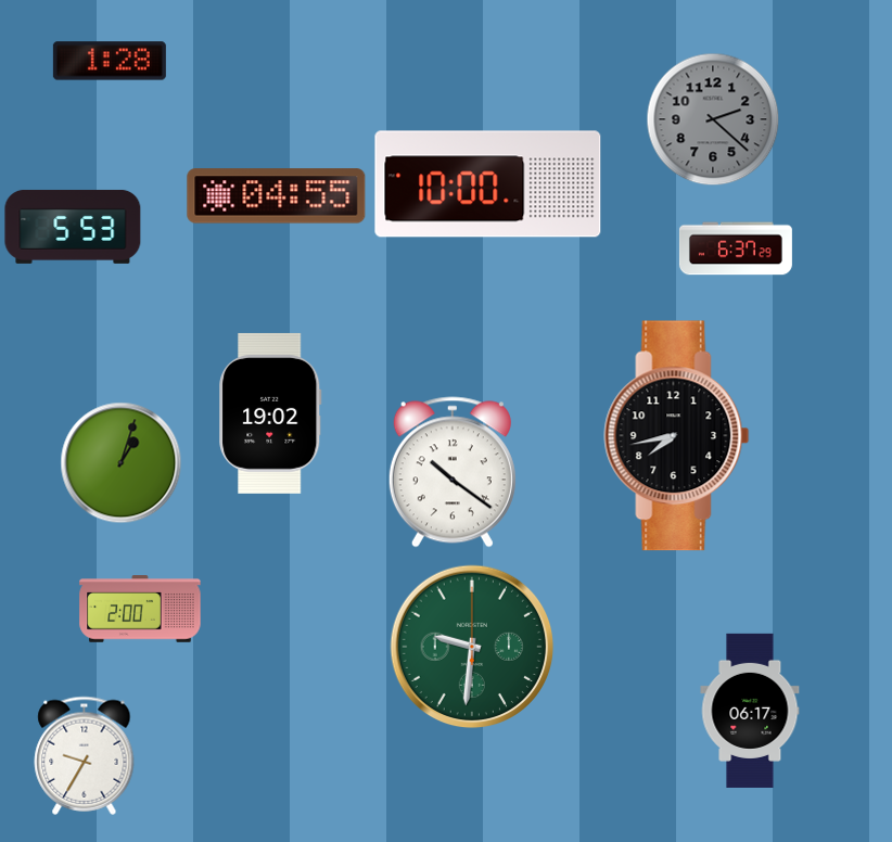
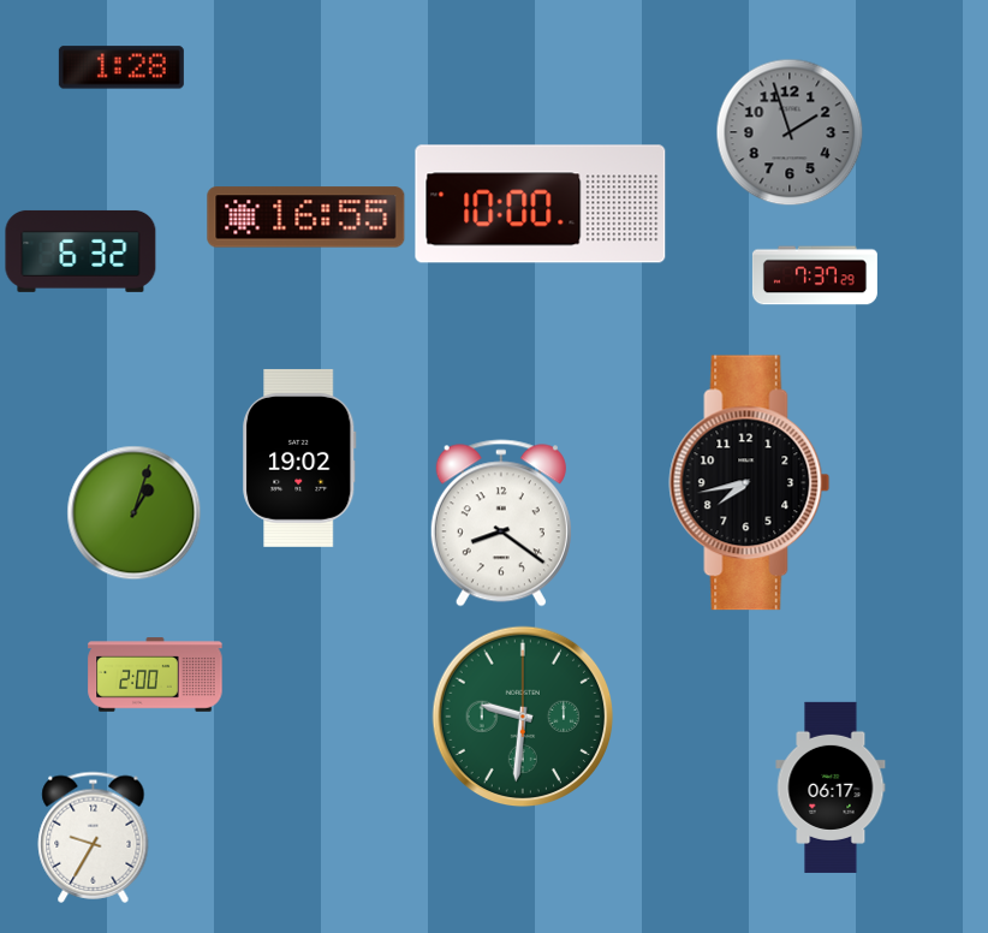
clock at (713, 119): 2:22 -> 1:57
clock at (277, 196): 04:55 -> 16:55
clock at (73, 227): 5:53 -> 6:32
clock at (736, 248): 6:37 -> 7:37
clock at (453, 472): 10:21 -> 8:21
